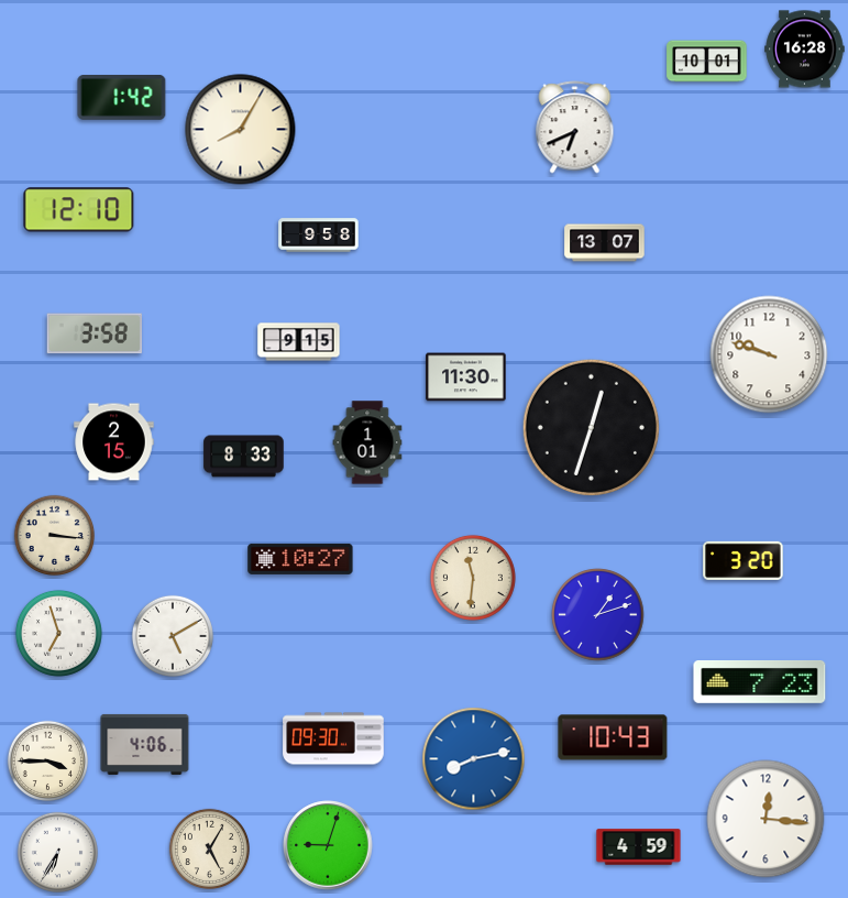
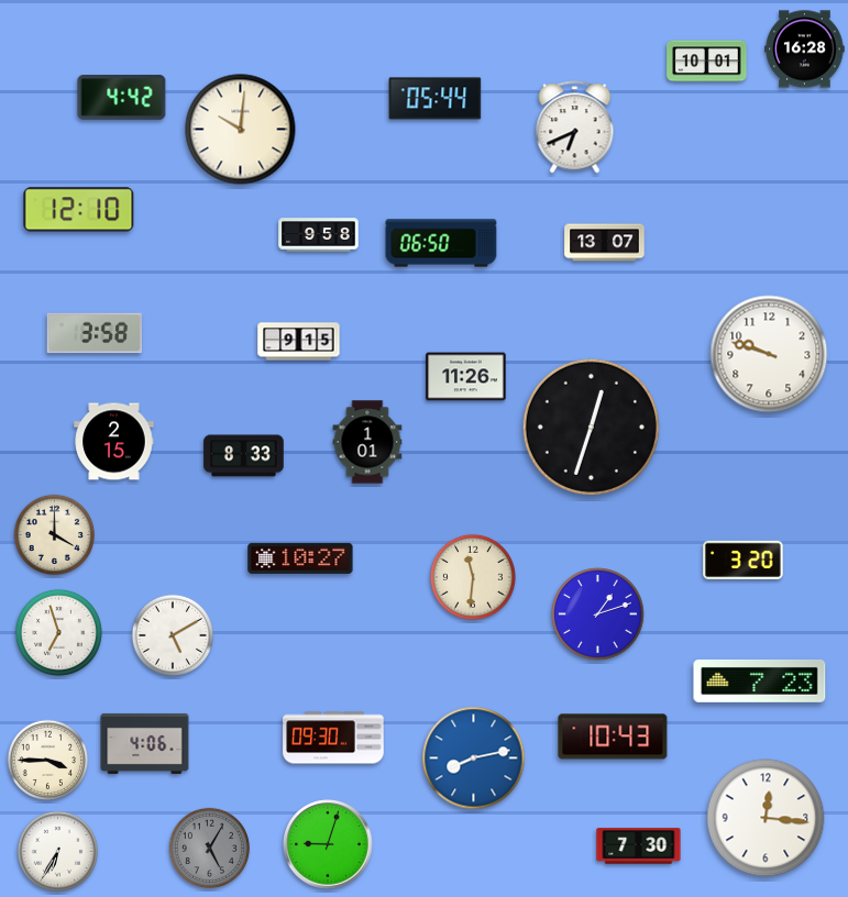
clock at (122, 98): 1:42 -> 4:42
clock at (436, 99): none -> 05:44
clock at (241, 130): 8:05 -> 10:01
clock at (441, 243): none -> 06:50
clock at (466, 377): 11:30 -> 11:26
clock at (54, 535): 3:16 -> 4:00
clock at (639, 847): 4:59 -> 7:30
clock at (209, 848) dial: cream -> grey
